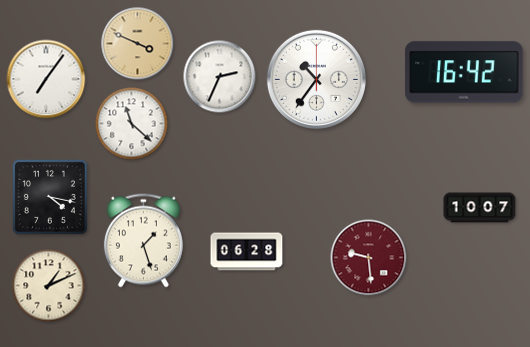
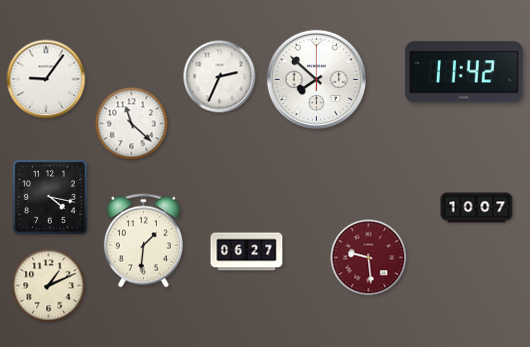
clock at (138, 44): 3:49 -> none
clock at (464, 72): 16:42 -> 11:42
clock at (46, 79): 7:06 -> 9:06
clock at (316, 79): 10:36 -> 7:52
clock at (480, 208) position: (480, 208) -> (477, 208)
clock at (143, 241): 1:27 -> 1:31
clock at (247, 252): 06:28 -> 06:27
